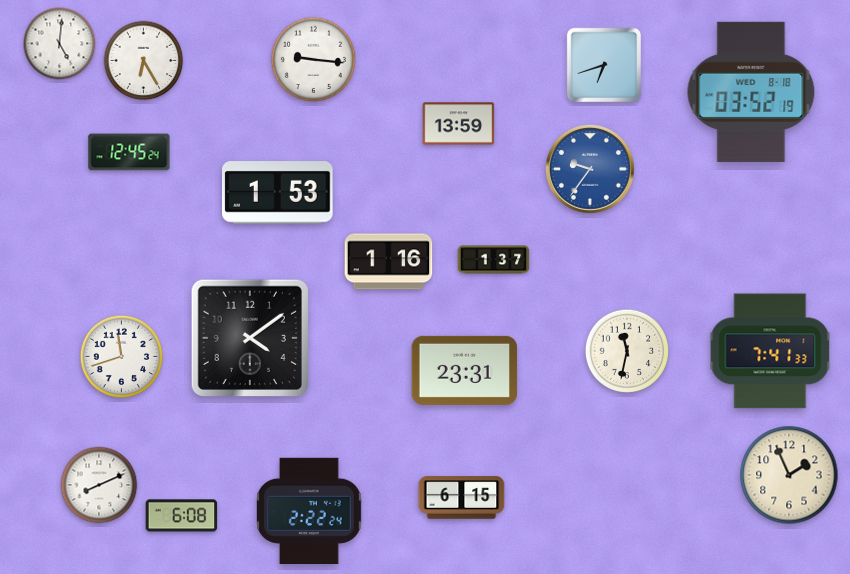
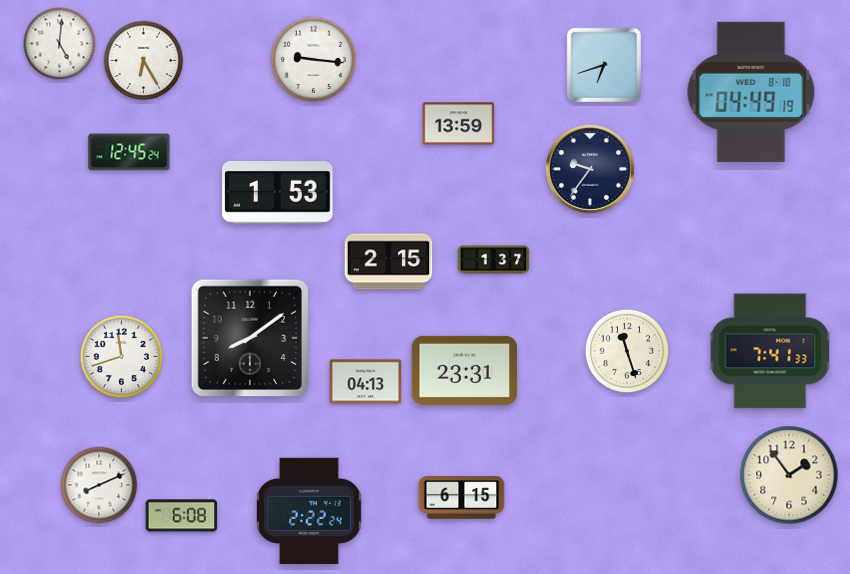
clock at (751, 92): 03:52 -> 04:49
clock at (590, 169) dial: blue -> navy
clock at (389, 262): 1:16 -> 2:15
clock at (249, 337): 4:09 -> 8:09
clock at (626, 350): 11:32 -> 11:27
clock at (366, 382): none -> 04:13
clock at (789, 475): 1:56 -> 1:54
